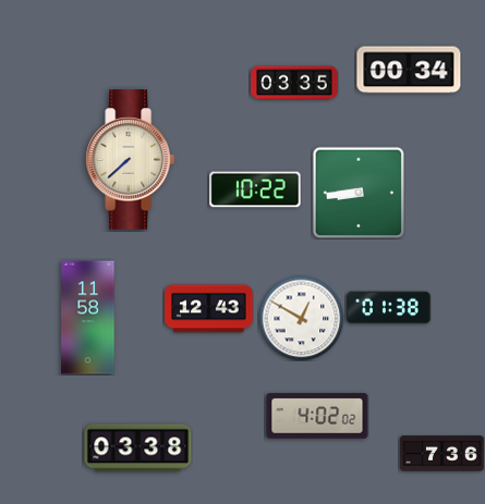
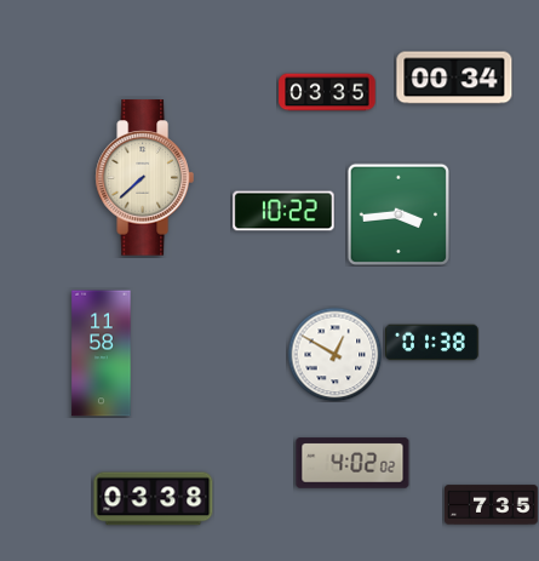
clock at (357, 192): 8:44 -> 3:44
clock at (209, 309): 12:43 -> none
clock at (88, 318) position: (88, 318) -> (102, 354)
clock at (442, 454): 7:36 -> 7:35
